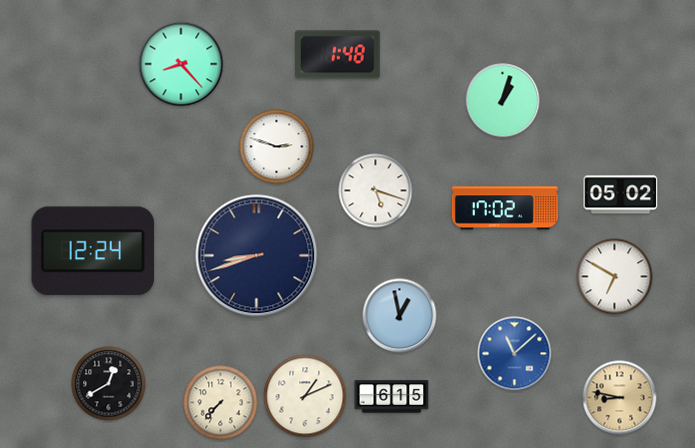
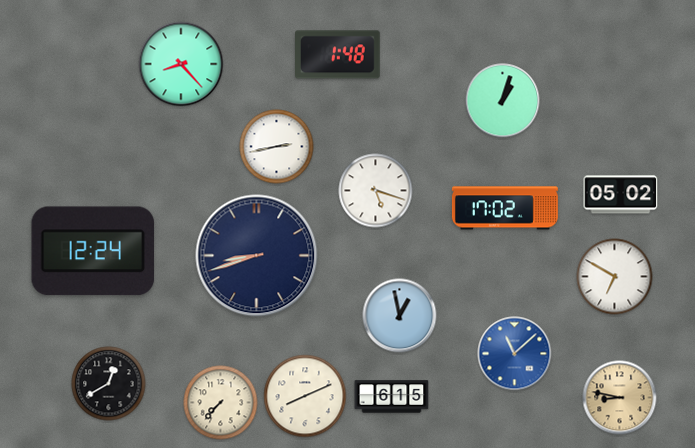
clock at (277, 147): 2:48 -> 2:43
clock at (305, 396): 1:11 -> 8:11
